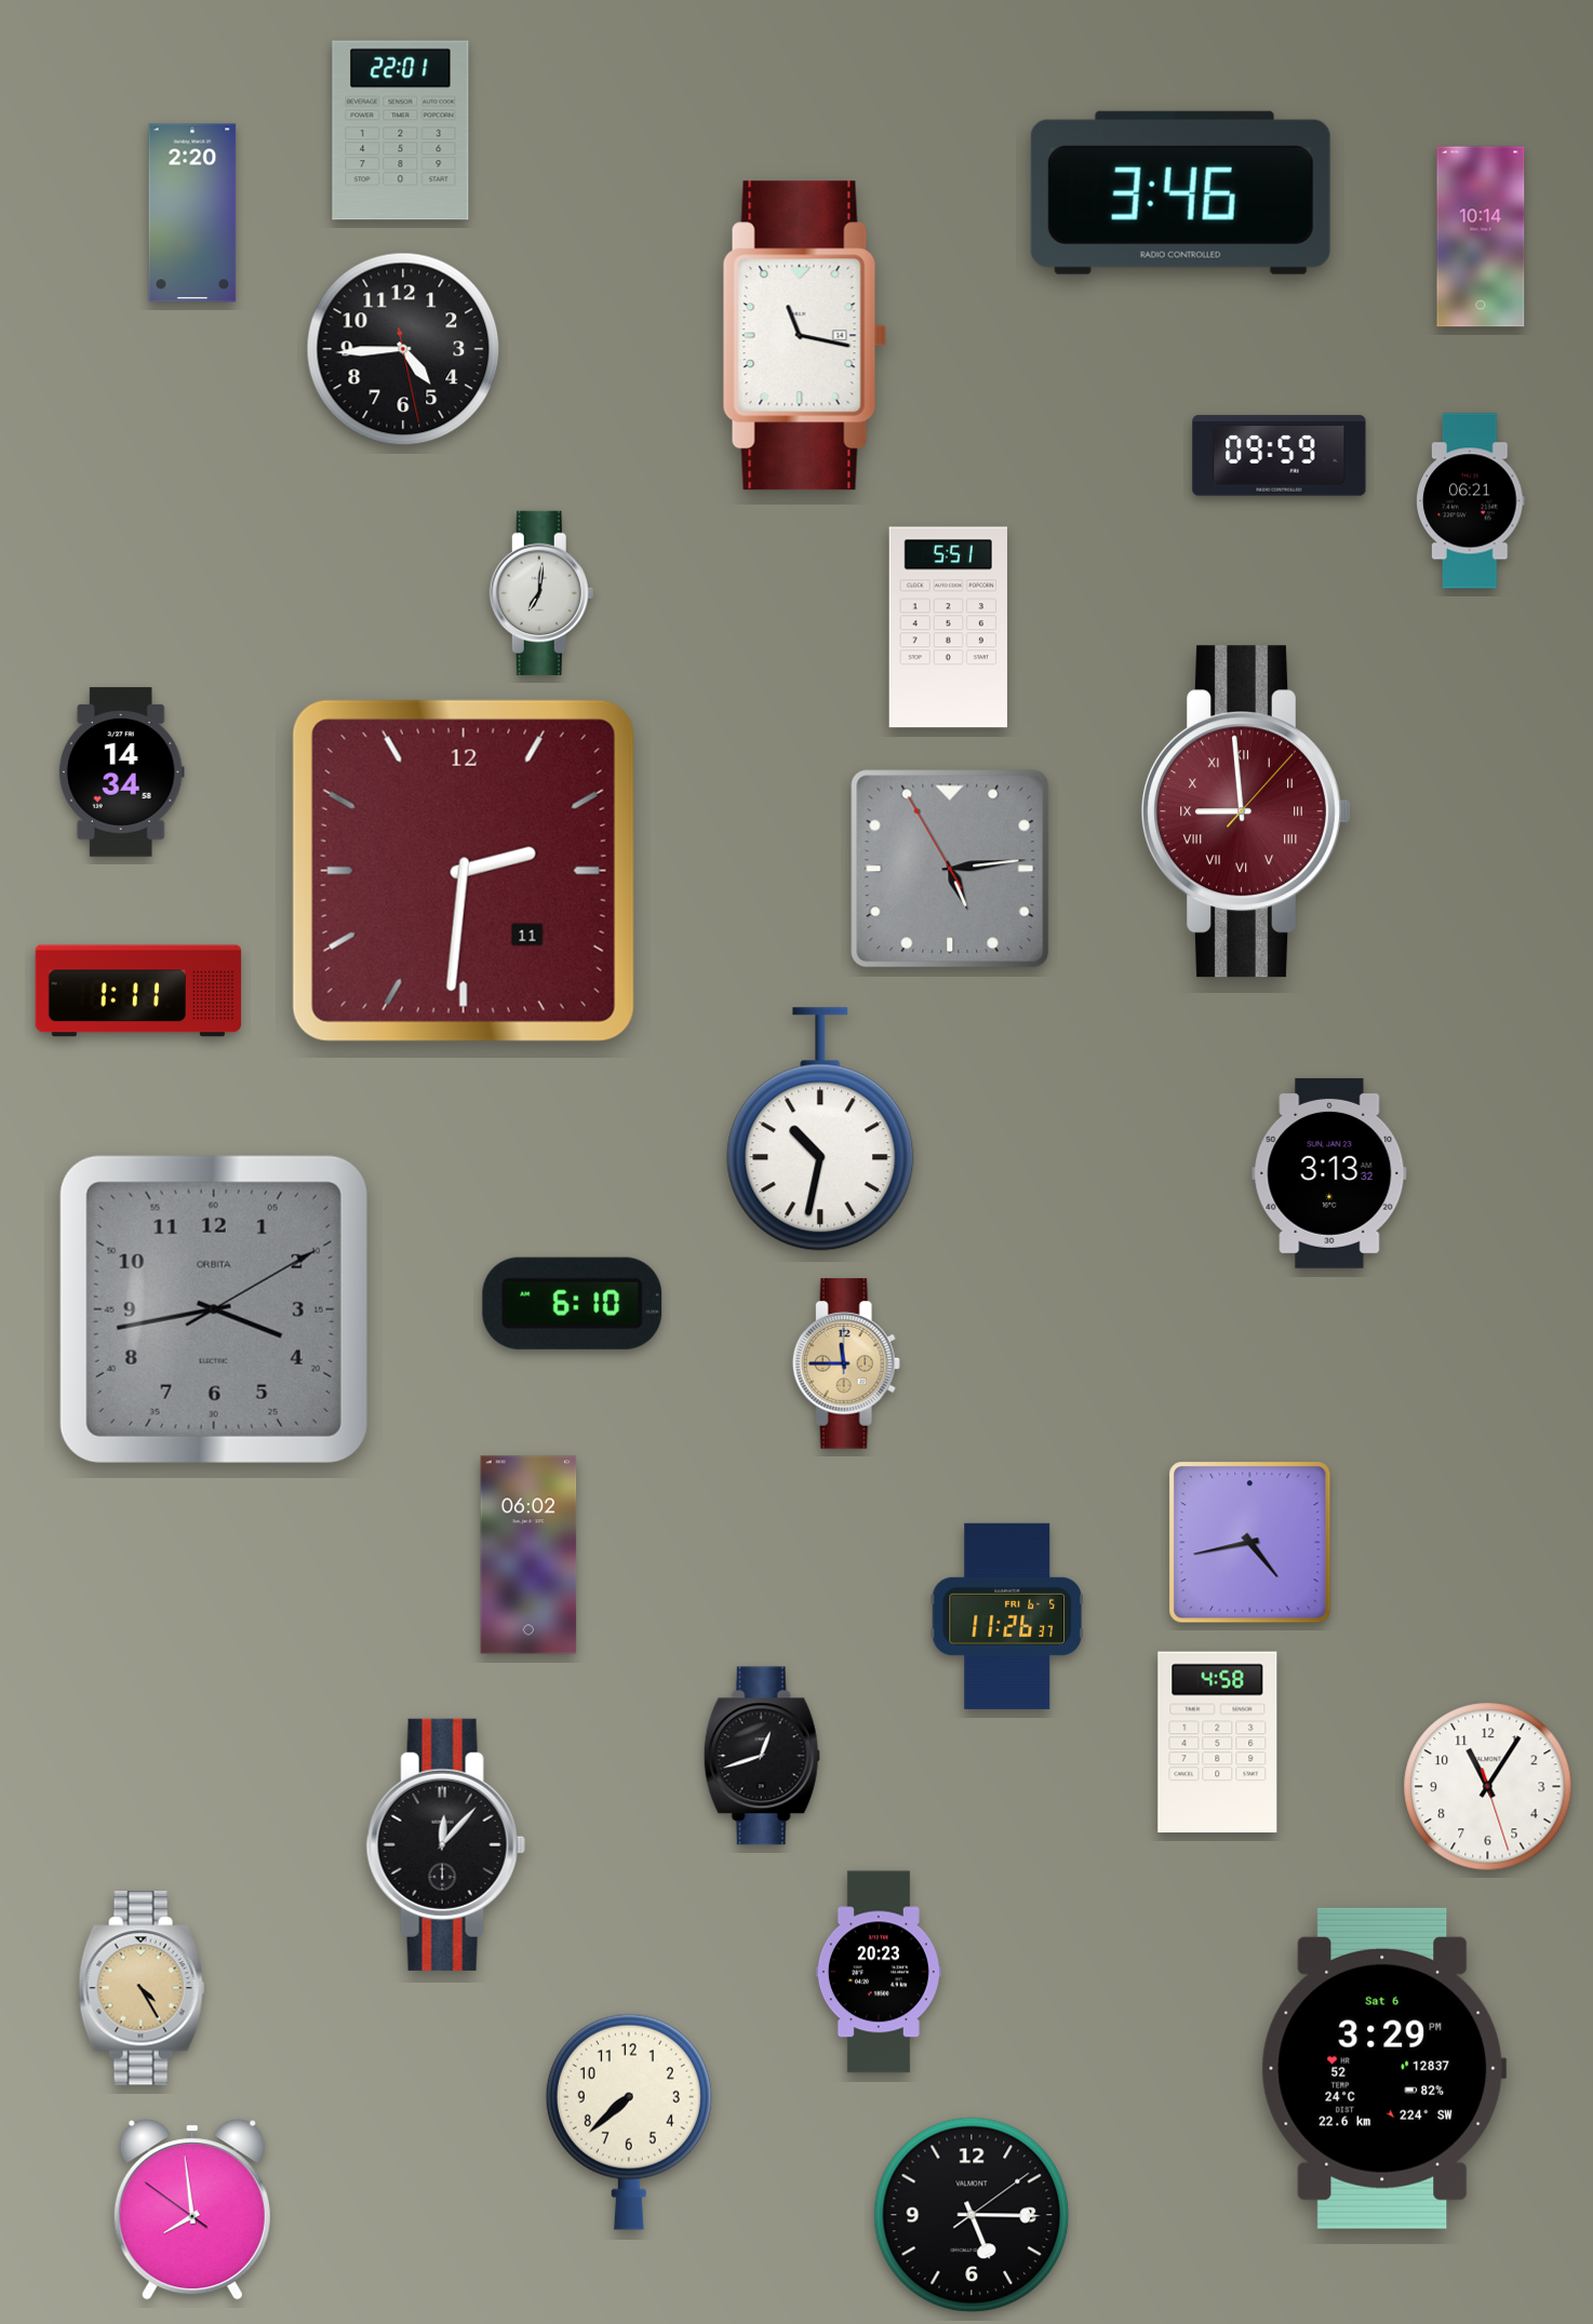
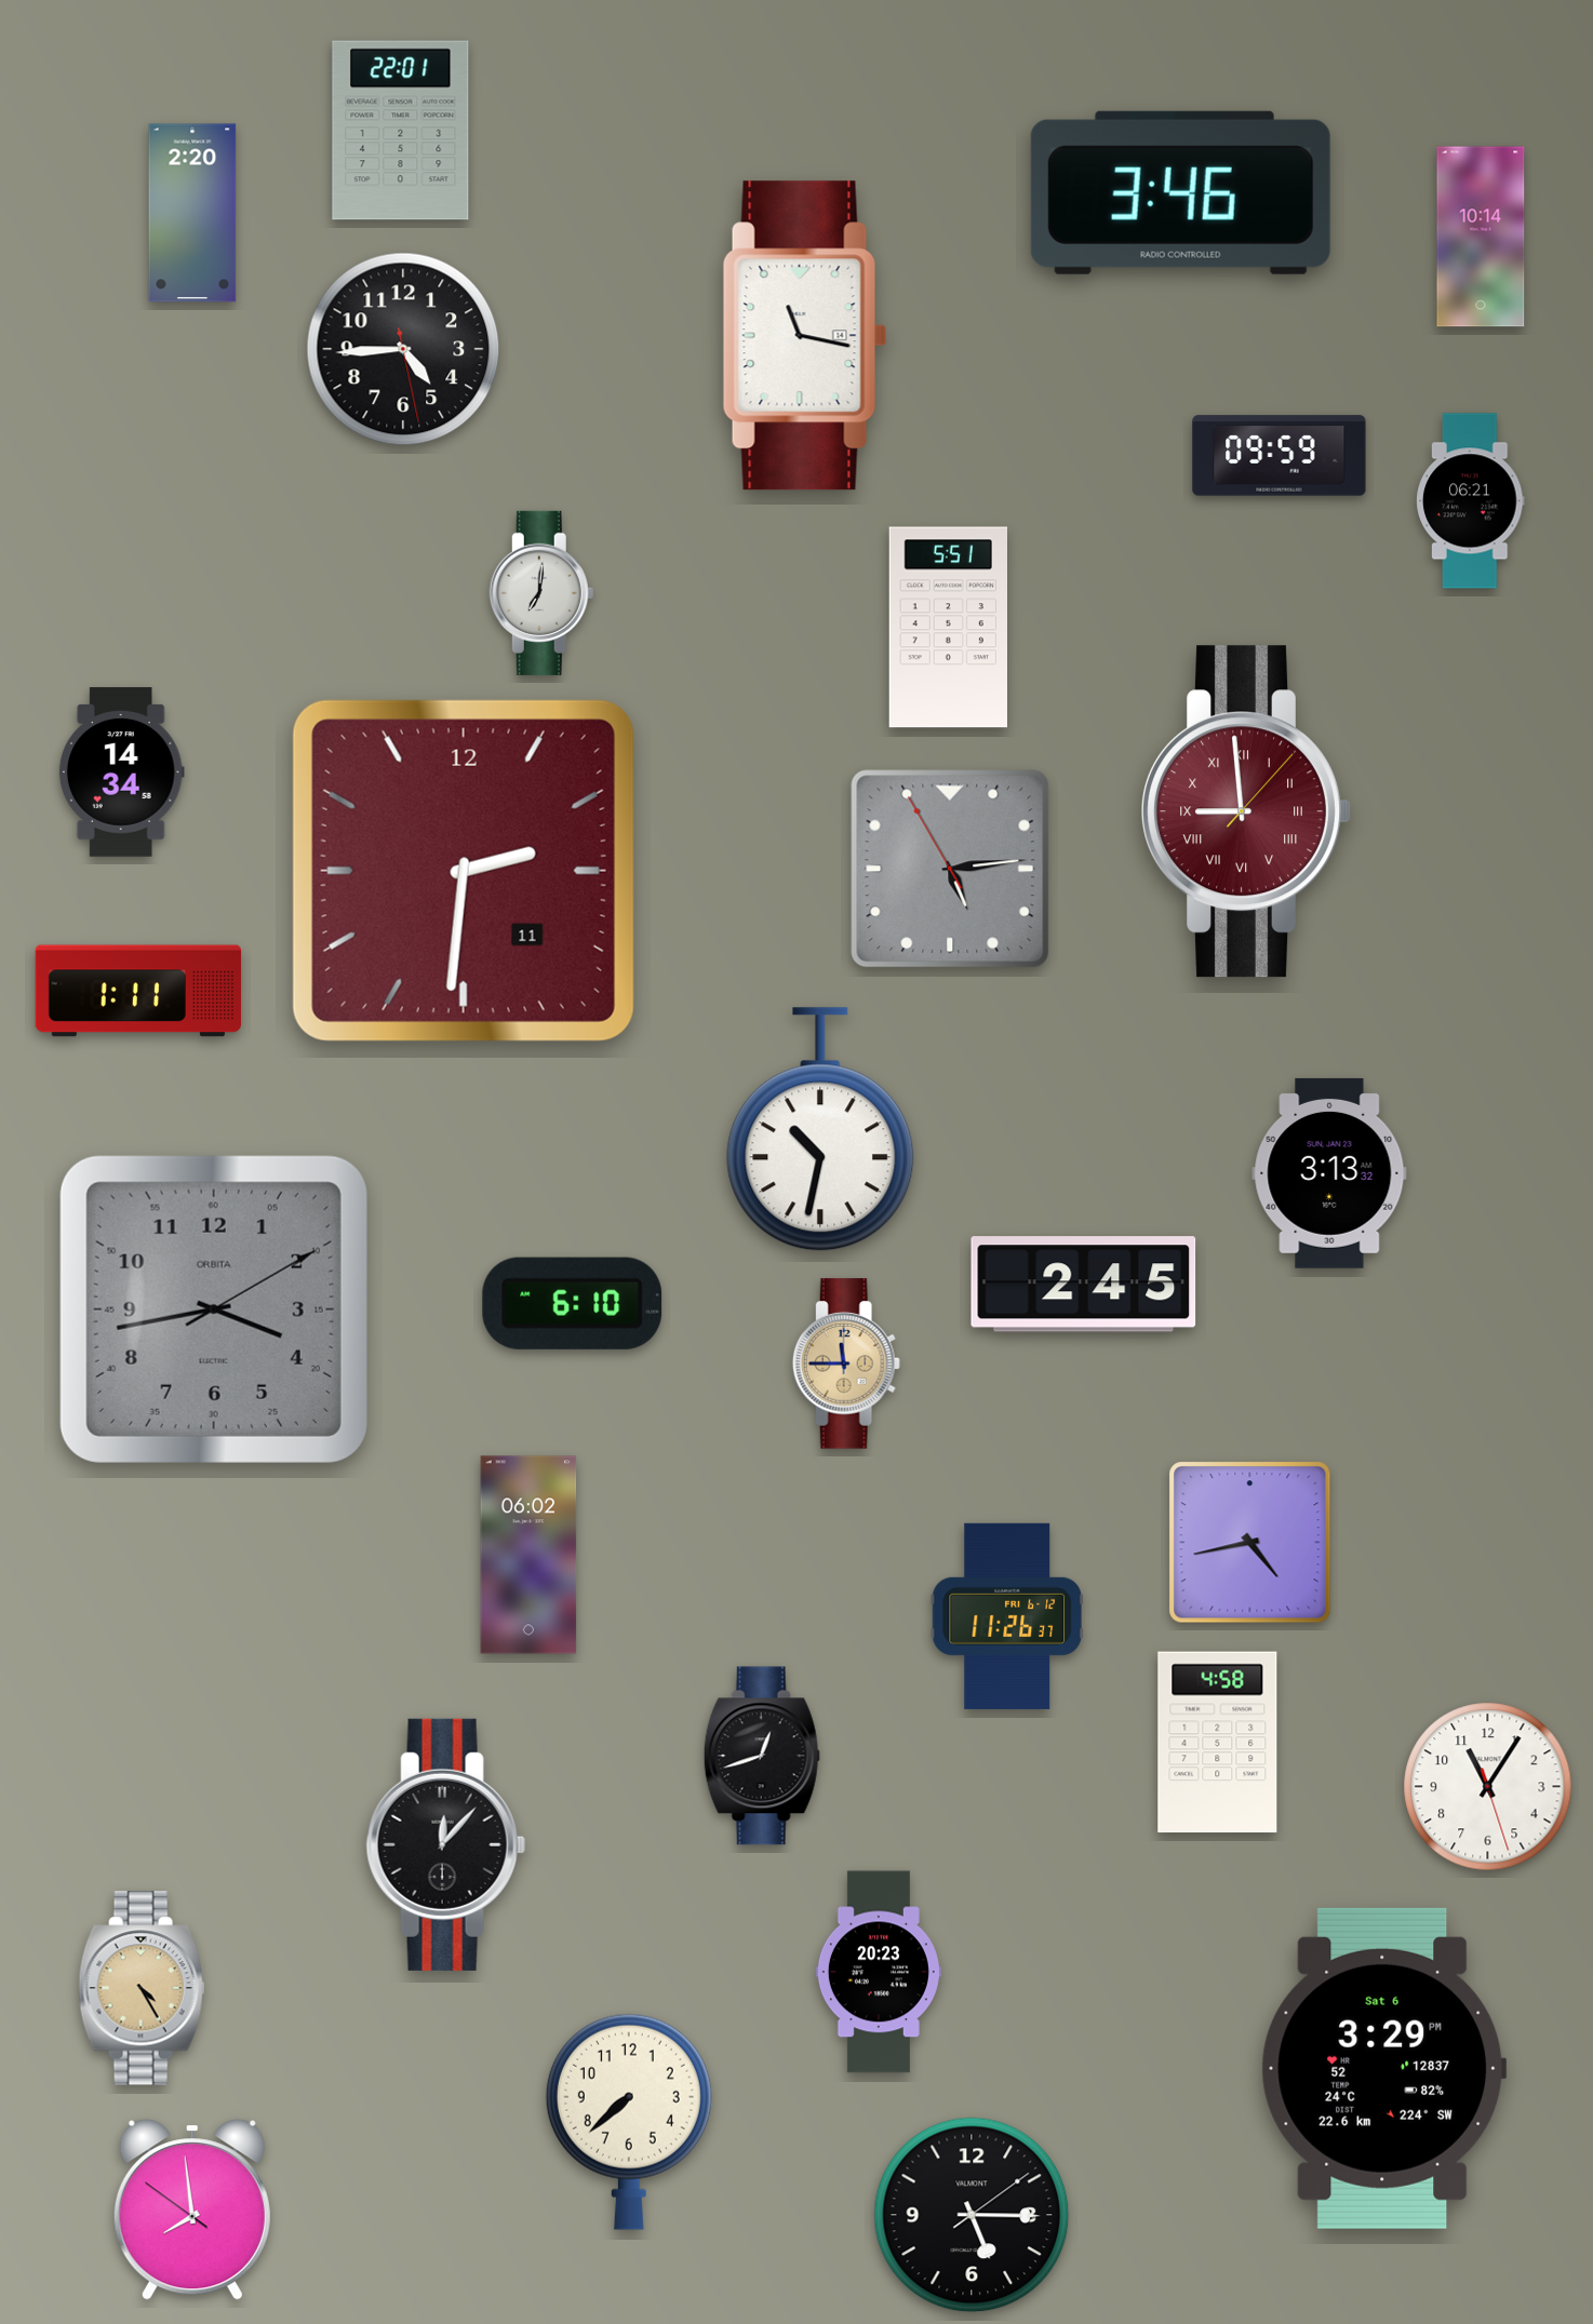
clock at (1084, 1285): none -> 2:45
clock at (1007, 1616) date: FRI 6-5 -> FRI 6-12
